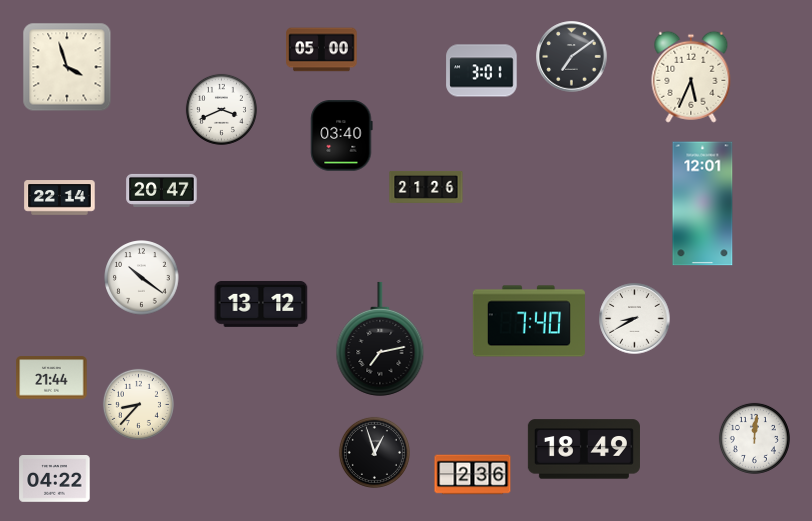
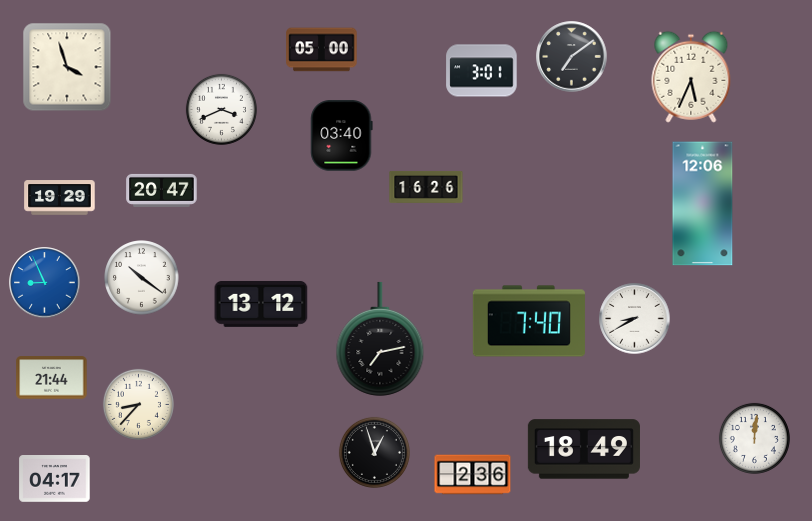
clock at (426, 187): 21:26 -> 16:26
clock at (60, 198): 22:14 -> 19:29
clock at (703, 204): 12:01 -> 12:06
clock at (45, 283): none -> 8:56
clock at (55, 479): 04:22 -> 04:17
